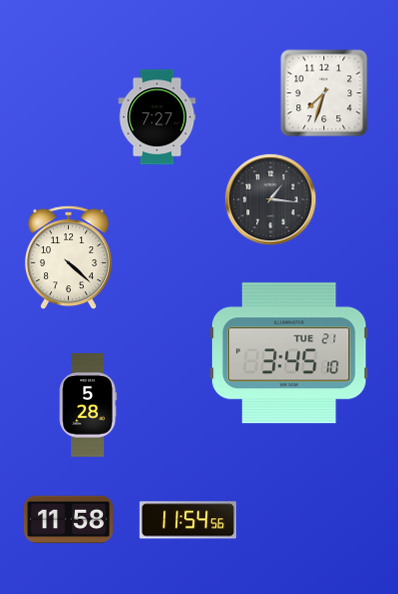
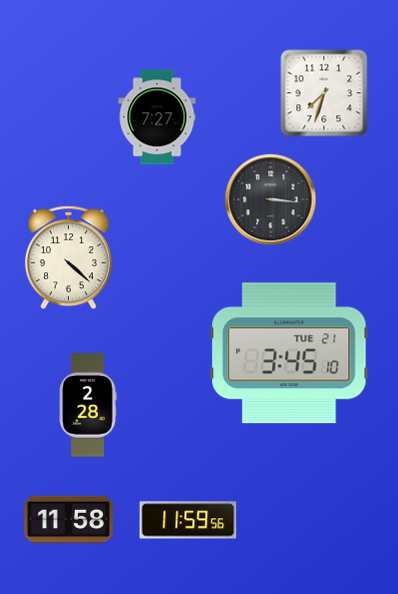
clock at (271, 200): 1:16 -> 3:16
clock at (88, 405): 5:28 -> 2:28
clock at (188, 520): 11:54 -> 11:59
